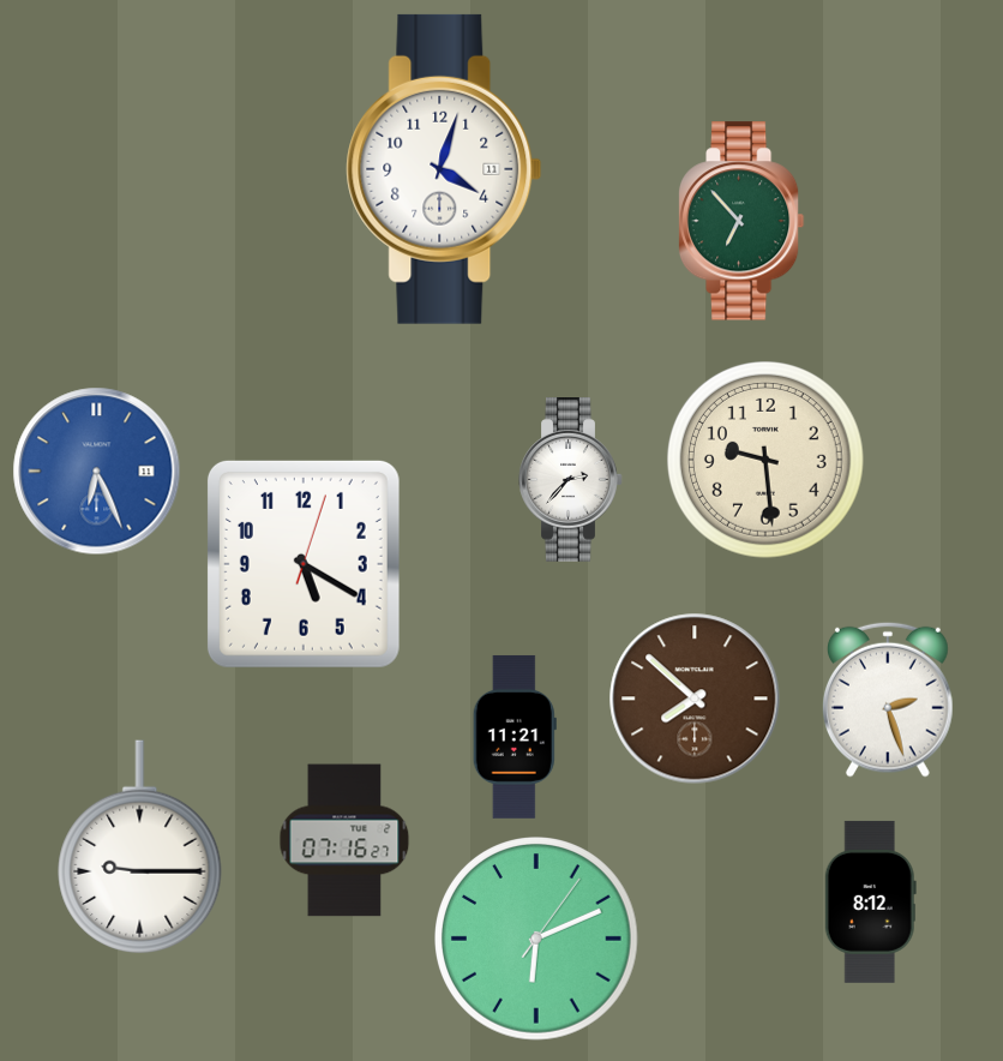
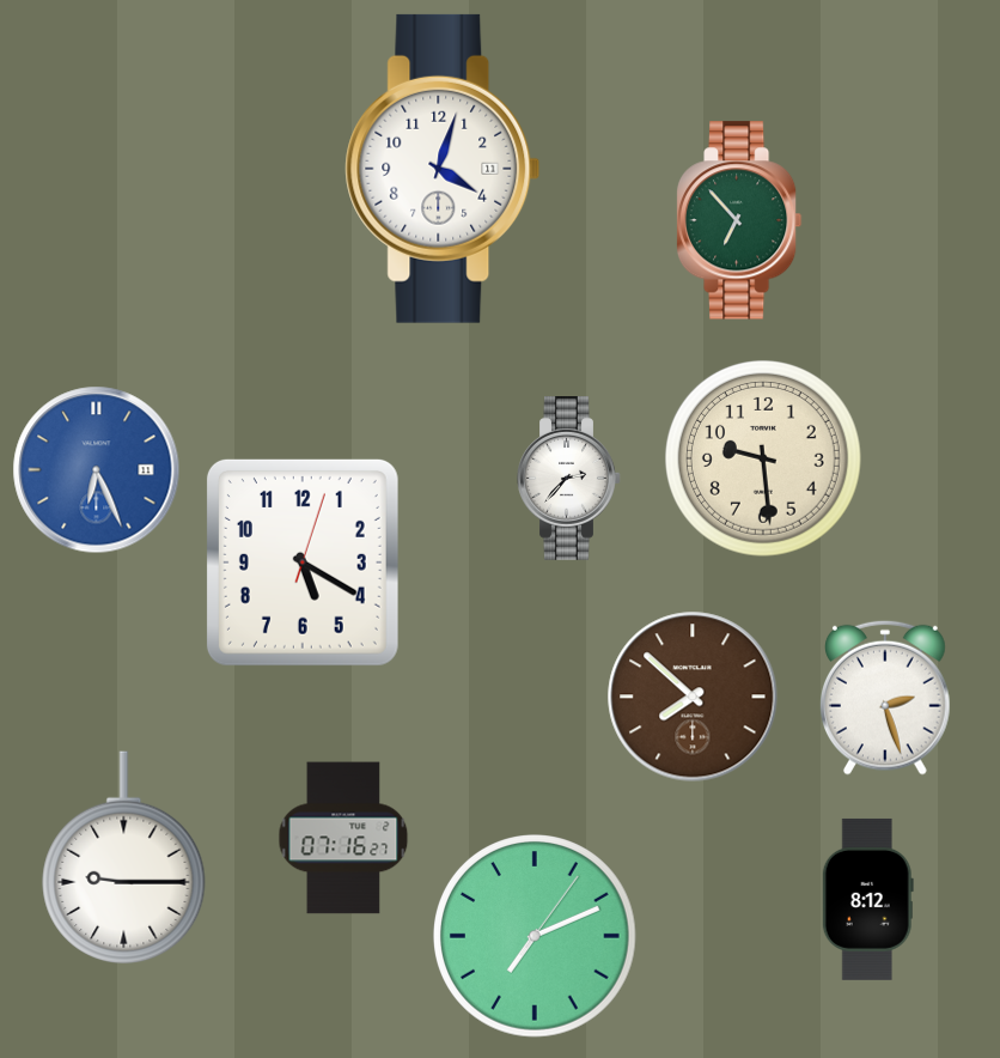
clock at (515, 737): 11:21 -> none
clock at (140, 847) position: (140, 847) -> (124, 858)
clock at (537, 940): 6:11 -> 7:11
